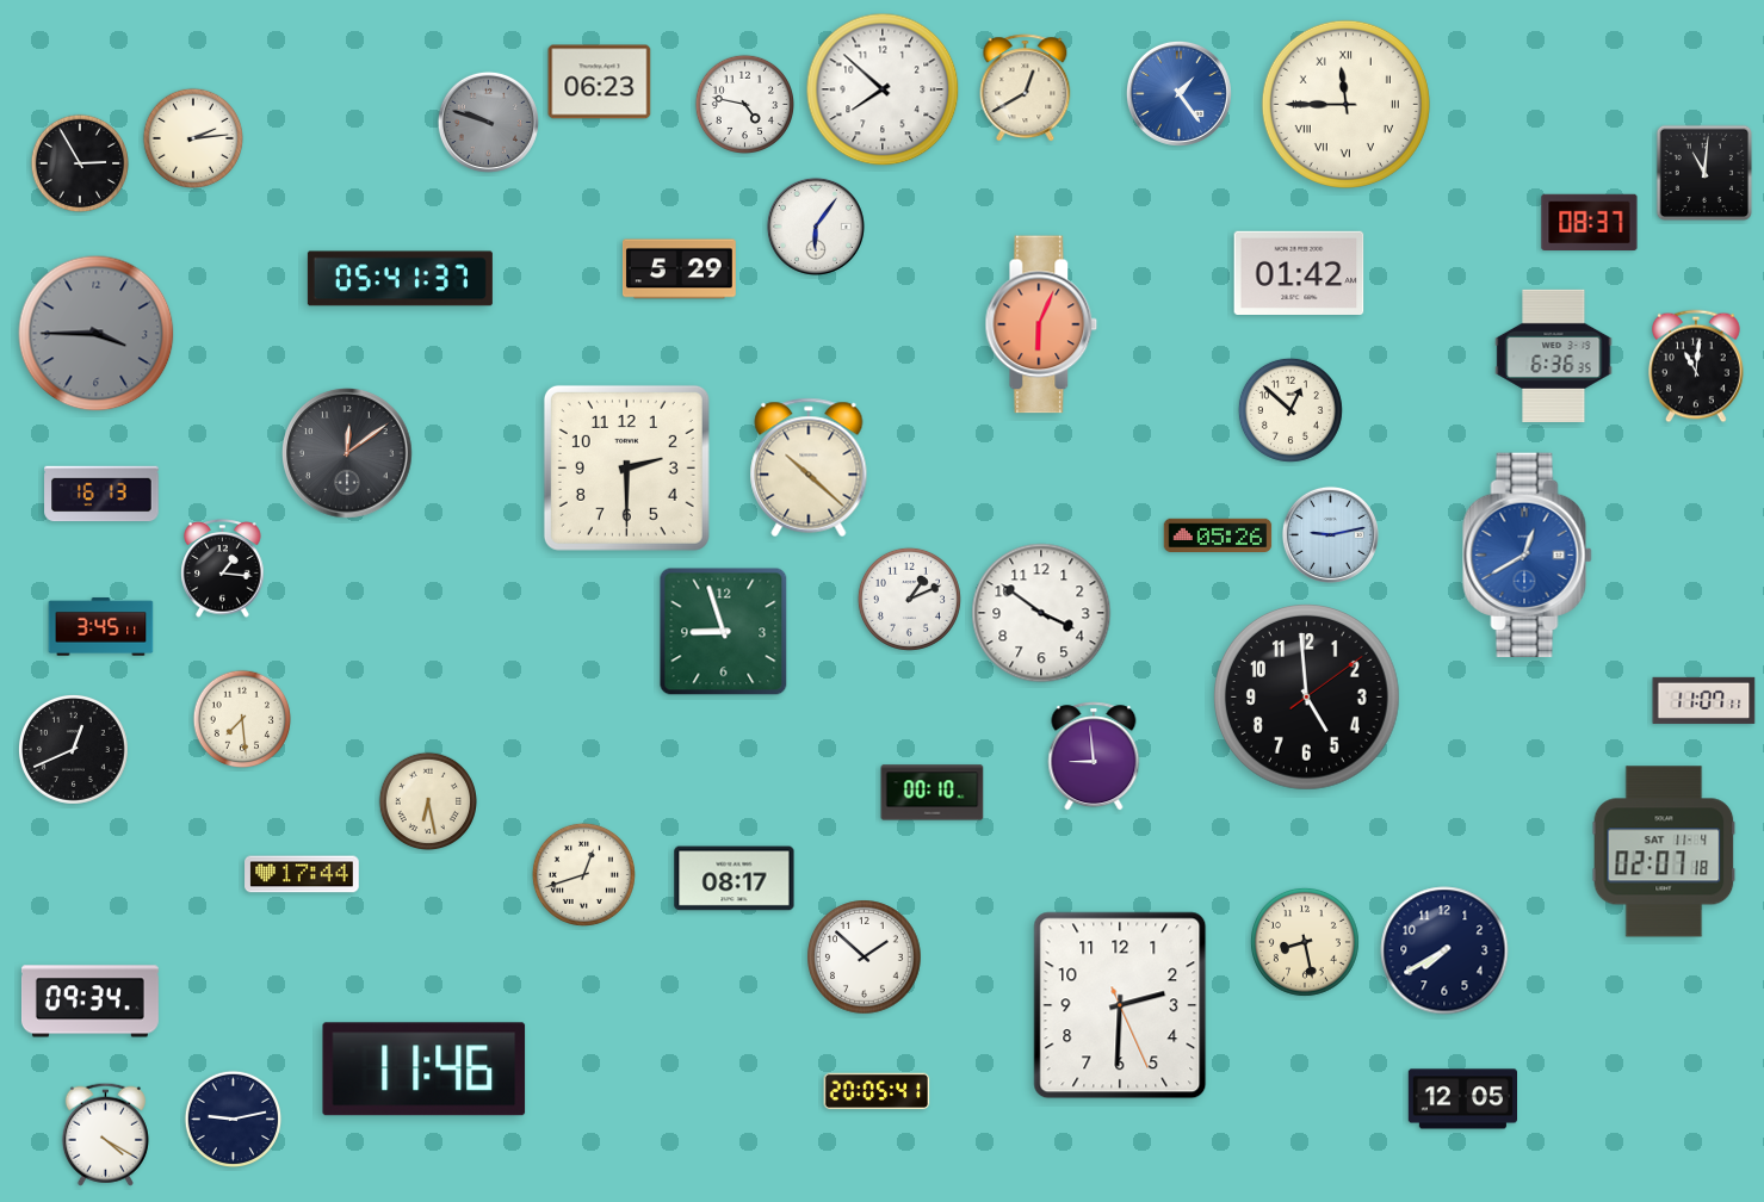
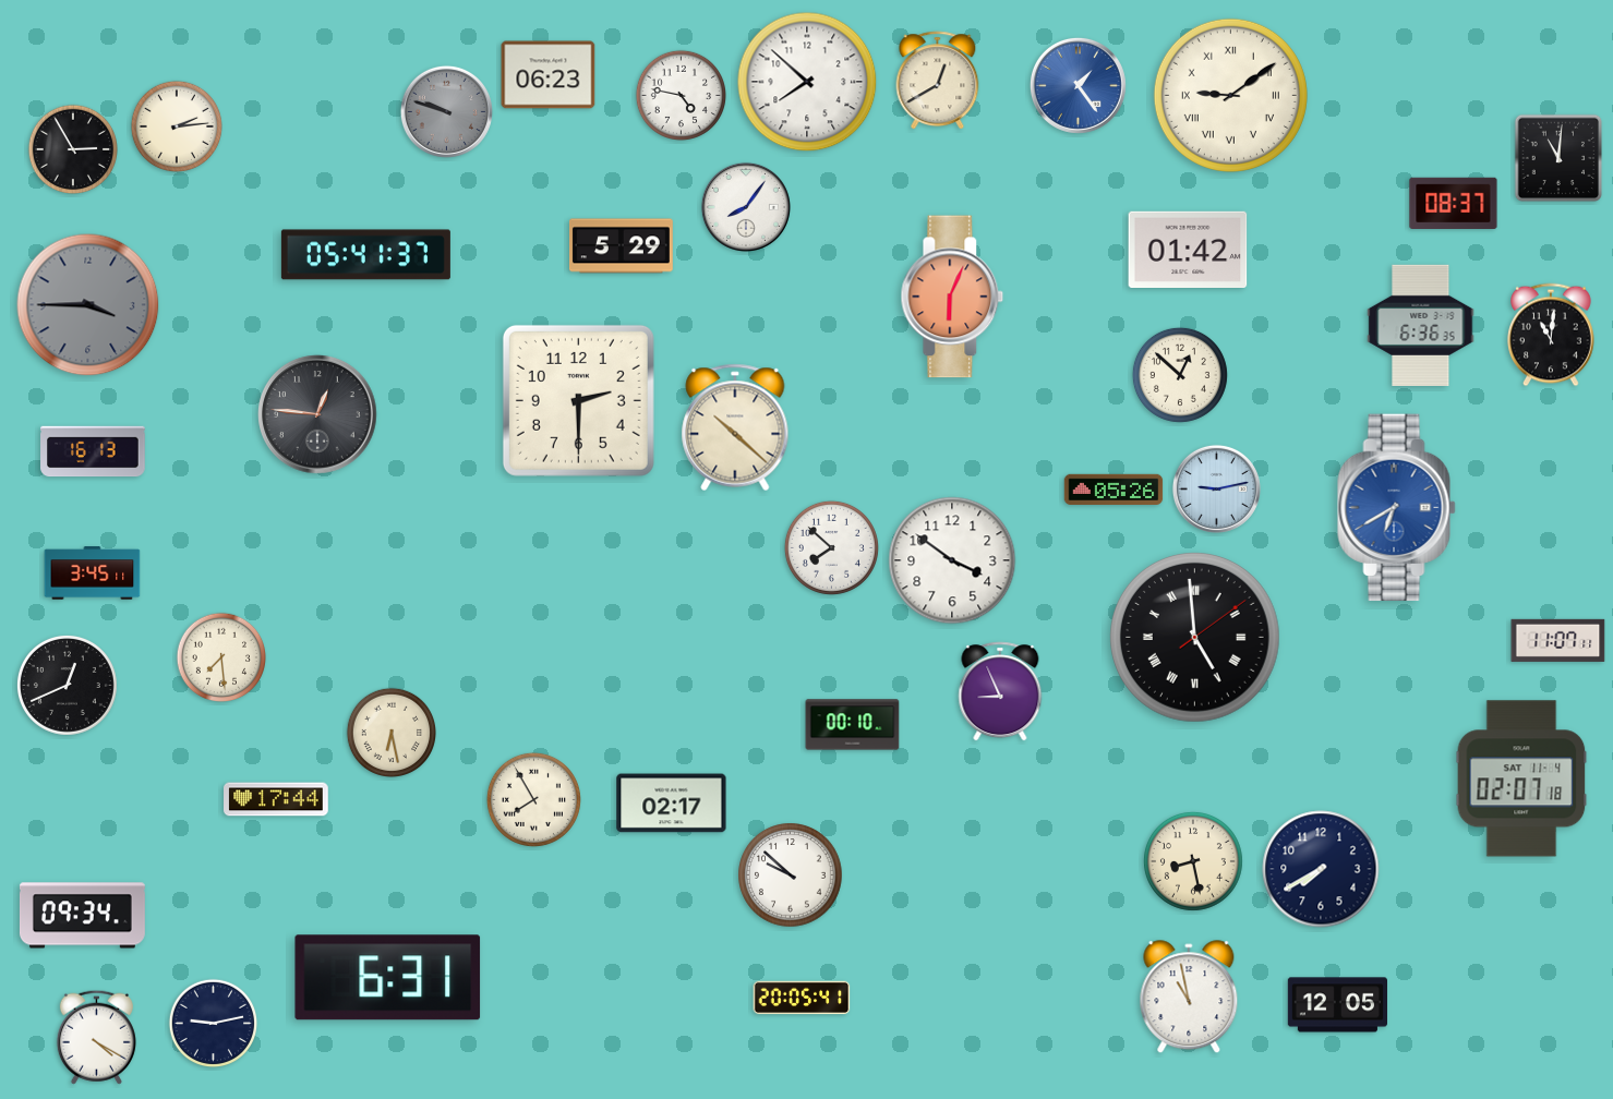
clock at (1345, 104): 11:45 -> 9:09
clock at (816, 227): 6:06 -> 8:06
clock at (347, 453): 12:09 -> 12:46
clock at (626, 467) position: (626, 467) -> (578, 400)
clock at (809, 467) position: (809, 467) -> (735, 427)
clock at (1528, 556): 12:40 -> 6:40
clock at (223, 569): 1:16 -> none
clock at (909, 599): 1:11 -> 7:52
clock at (724, 632): 8:57 -> none
clock at (1307, 698) numerals: Arabic -> Roman
clock at (1094, 756): 8:59 -> 8:56
clock at (583, 874): 12:42 -> 7:55
clock at (735, 879): 08:17 -> 02:17
clock at (865, 958): 1:52 -> 9:52
clock at (1120, 1005): 2:30 -> none
clock at (425, 1070): 11:46 -> 6:31
clock at (1189, 998): none -> 10:58
